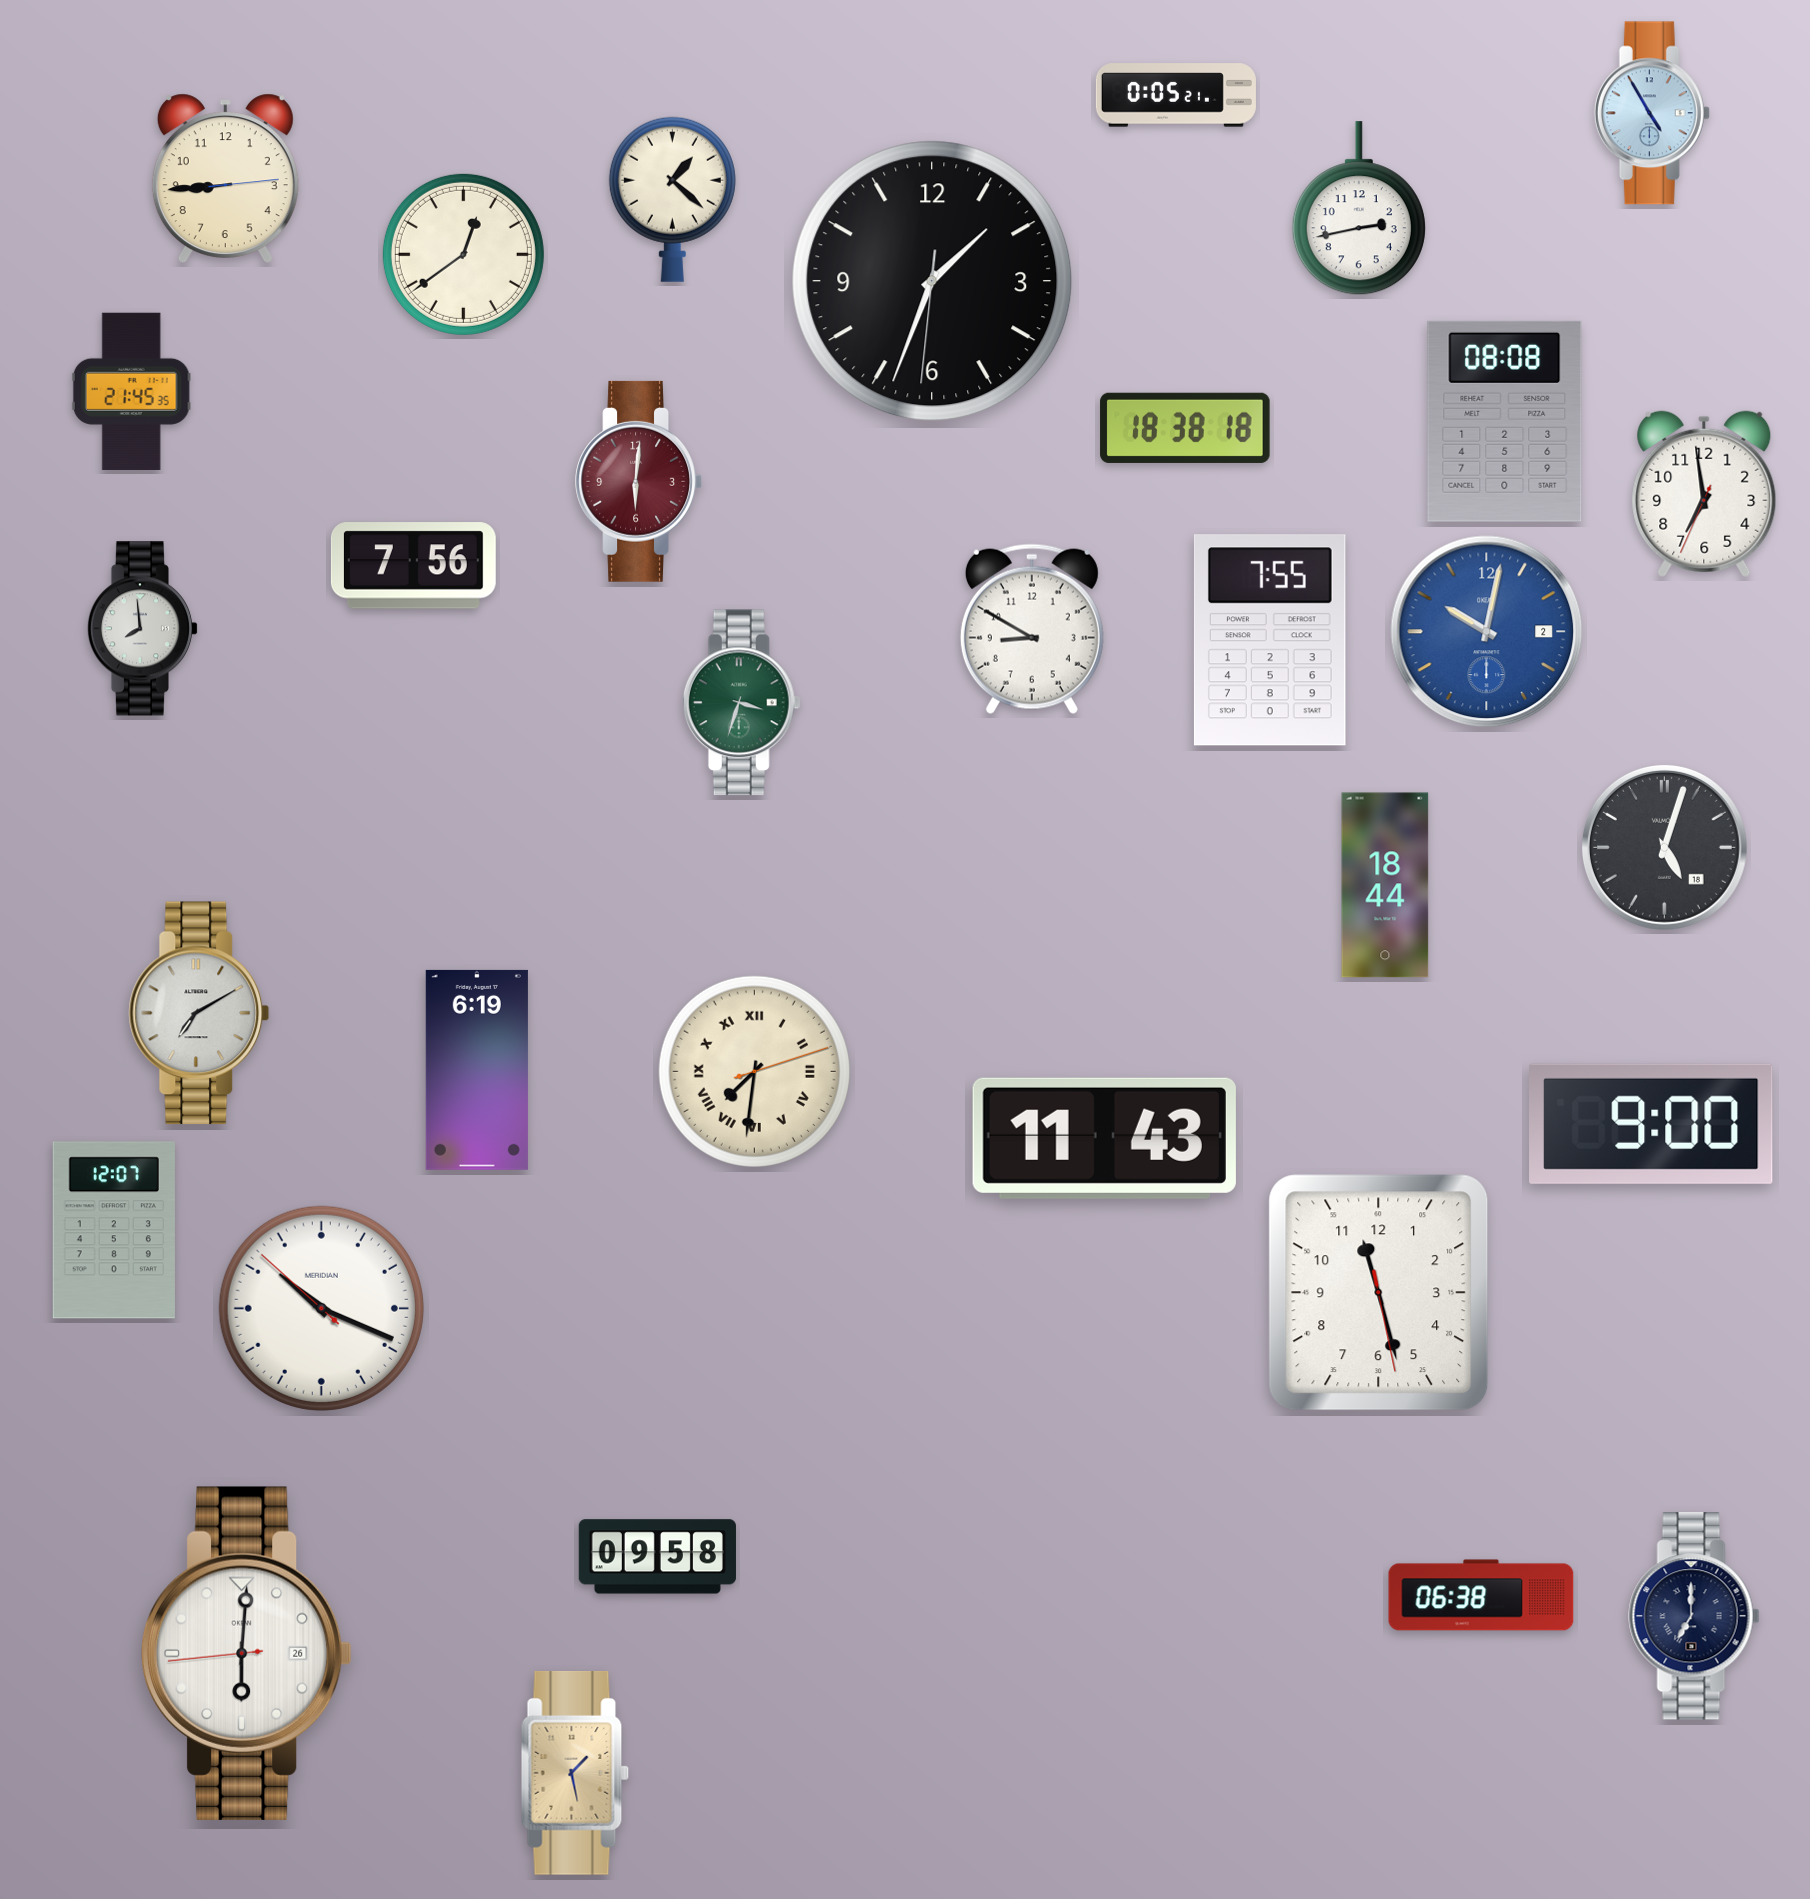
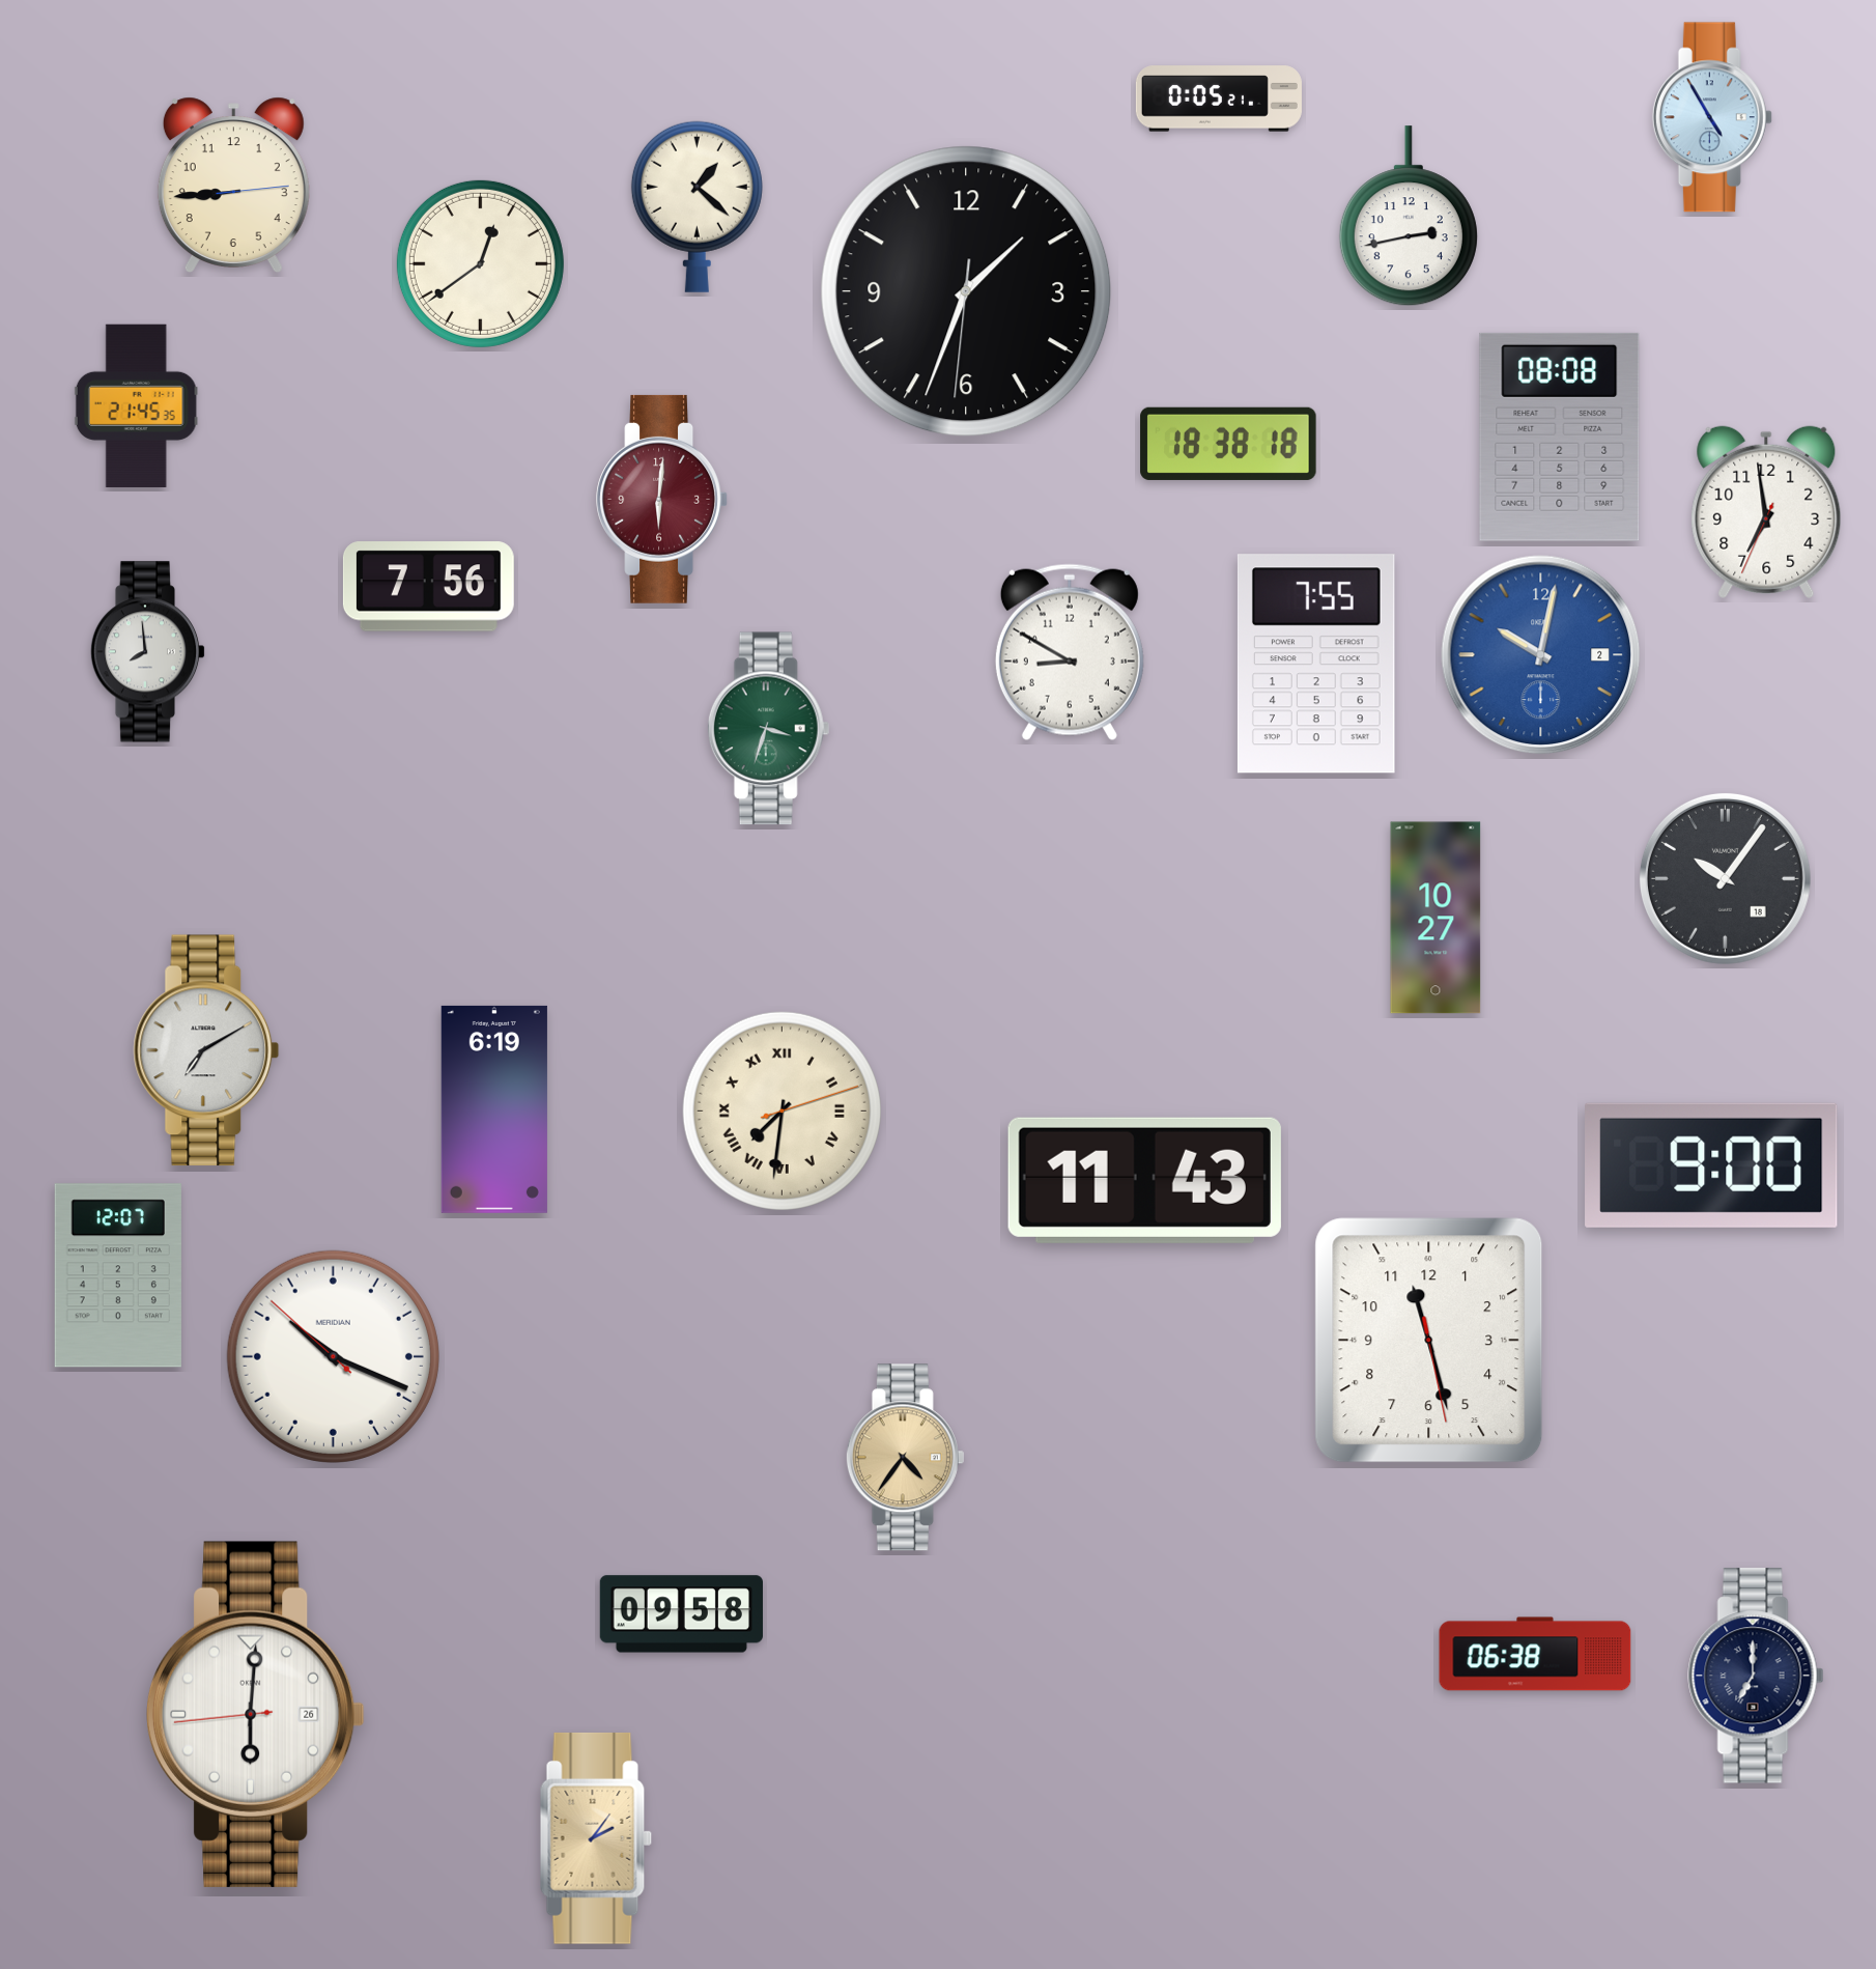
clock at (1664, 847): 5:03 -> 10:06
clock at (1385, 885): 18:44 -> 10:27
clock at (905, 1458): none -> 4:36
clock at (575, 1773): 1:28 -> 2:06
